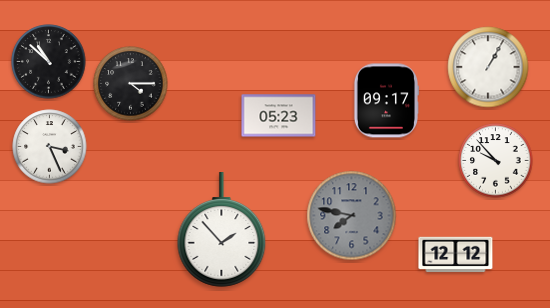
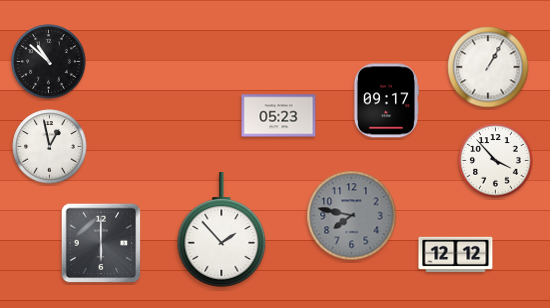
clock at (131, 84): 4:15 -> none
clock at (50, 147): 3:26 -> 12:58
clock at (496, 161): 9:53 -> 3:53
clock at (101, 243): none -> 6:00
